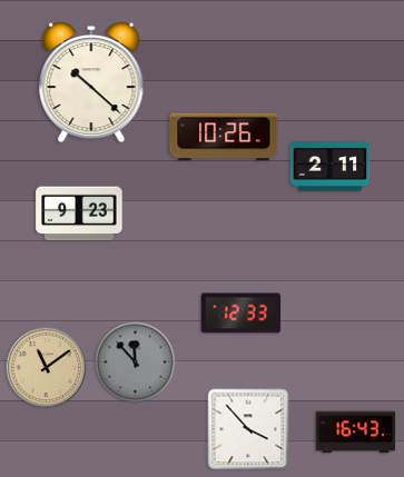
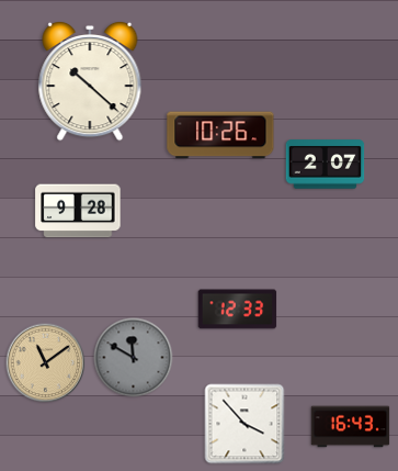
clock at (331, 167): 2:11 -> 2:07
clock at (79, 213): 9:23 -> 9:28
clock at (136, 362): 11:53 -> 11:50
